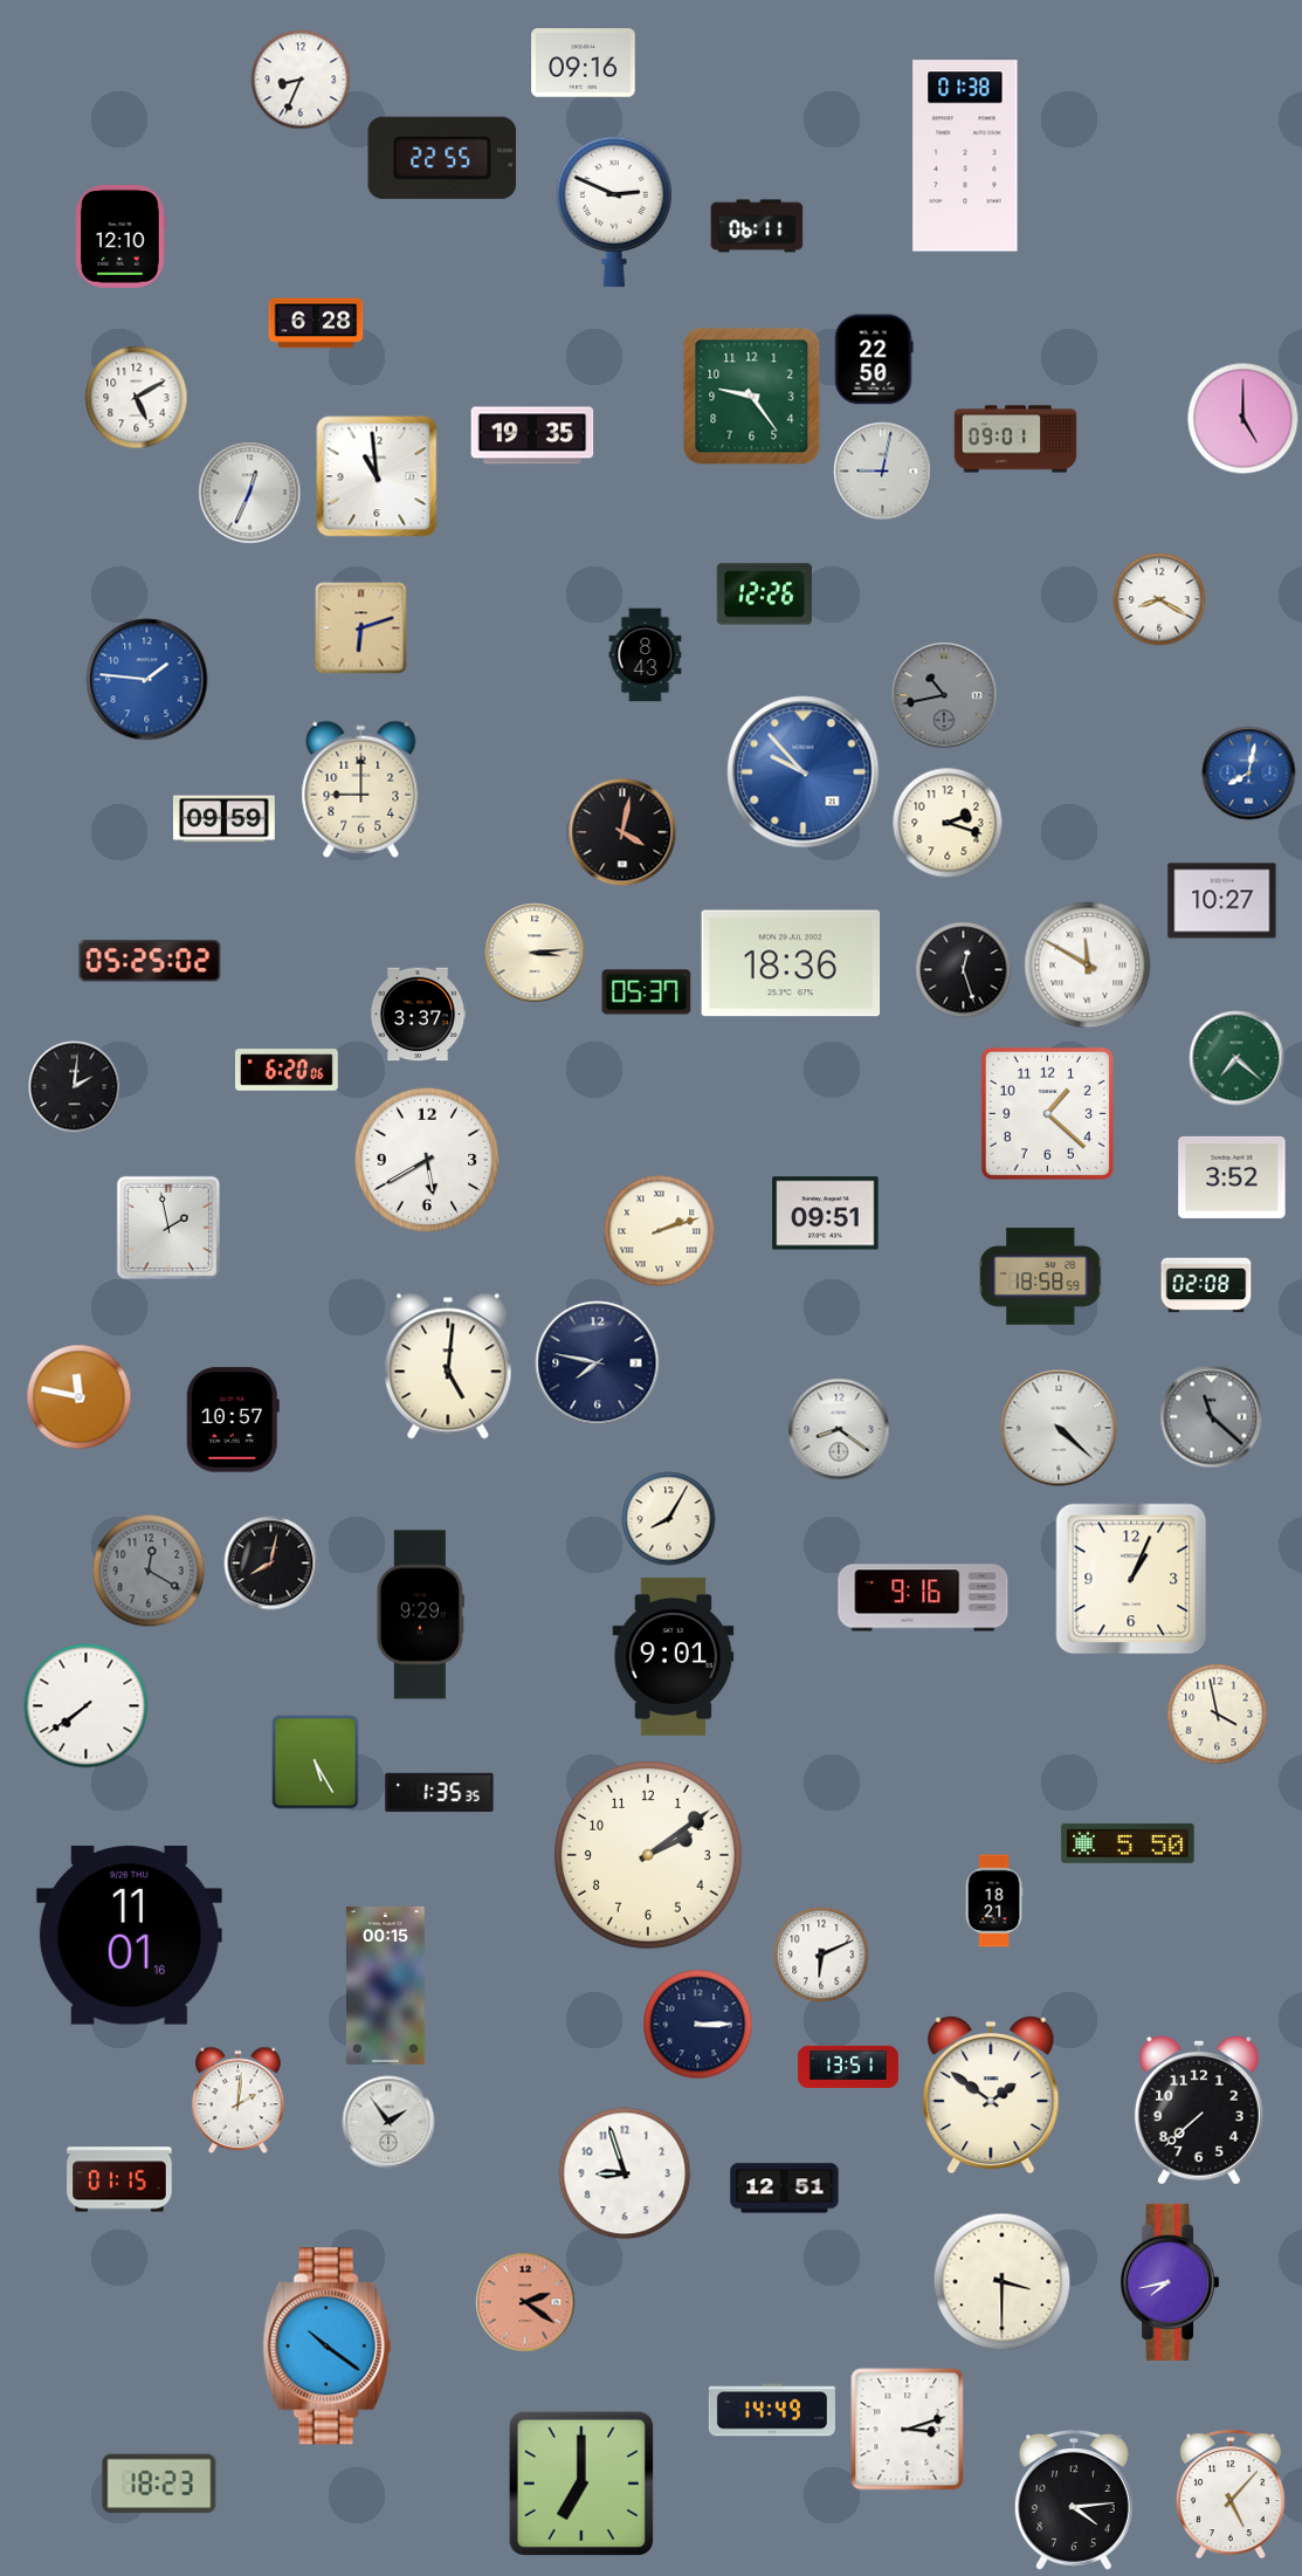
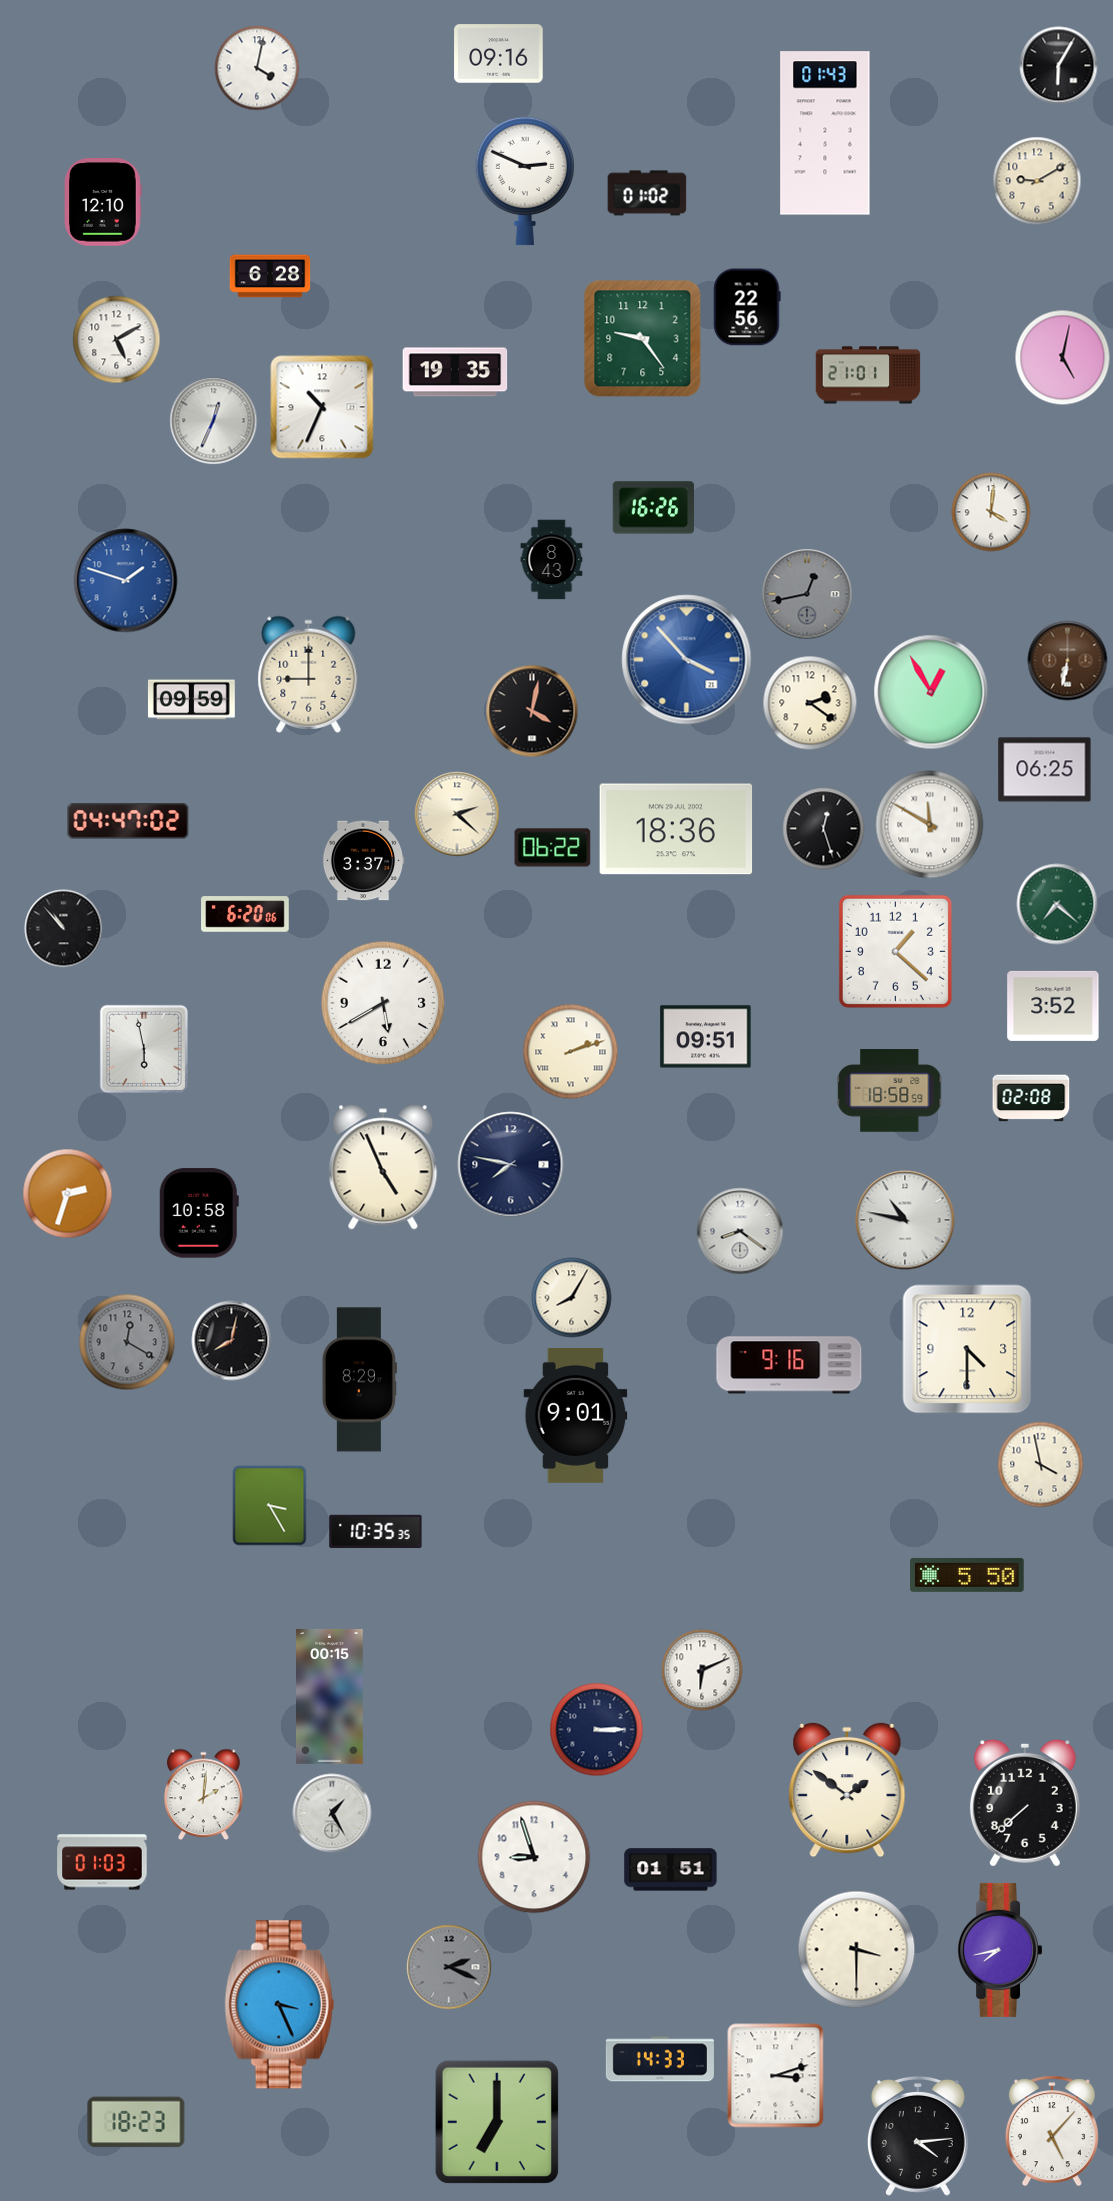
clock at (1059, 66): none -> 6:05
clock at (301, 80): 8:34 -> 4:02
clock at (965, 156): 01:38 -> 01:43
clock at (442, 158): 22:55 -> none
clock at (1037, 181): none -> 9:10
clock at (757, 226): 06:11 -> 01:02
clock at (874, 359): 22:50 -> 22:56
clock at (1244, 419): 5:00 -> 5:02
clock at (1015, 439): 09:01 -> 21:01
clock at (883, 472): 9:02 -> none
clock at (377, 476): 10:59 -> 10:34
clock at (765, 595): 12:26 -> 16:26
clock at (1159, 599): 8:20 -> 4:01
clock at (361, 628): 6:12 -> none
clock at (147, 680): 1:46 -> 1:48
clock at (944, 695): 10:43 -> 12:43
clock at (804, 772): 9:53 -> 3:53
clock at (1249, 774): 8:02 -> 6:32
clock at (1249, 774) dial: blue -> brown
clock at (931, 692): none -> 12:55
clock at (948, 823): 2:18 -> 2:21
clock at (1222, 901): 10:27 -> 06:25
clock at (535, 953): 3:14 -> 2:22
clock at (150, 961): 05:25 -> 04:47
clock at (791, 963) position: (791, 963) -> (676, 829)
clock at (647, 992): 05:37 -> 06:22
clock at (418, 1015) position: (418, 1015) -> (363, 861)
clock at (75, 1087): 2:01 -> 10:53
clock at (427, 1160) position: (427, 1160) -> (383, 1003)
clock at (168, 1228): 1:58 -> 5:58
clock at (660, 1231) position: (660, 1231) -> (571, 1052)
clock at (448, 1366): 5:01 -> 4:56
clock at (80, 1397): 11:47 -> 2:33
clock at (1212, 1417): 11:22 -> none
clock at (233, 1420): 10:57 -> 10:58
clock at (1059, 1428): 4:22 -> 10:47
clock at (839, 1429) position: (839, 1429) -> (740, 1231)
clock at (271, 1564) position: (271, 1564) -> (232, 1341)
clock at (1131, 1579): 1:04 -> 4:30
clock at (420, 1615): 9:29 -> 8:29
clock at (87, 1706): 7:39 -> none
clock at (316, 1763): 5:25 -> 3:25
clock at (440, 1793): 1:35 -> 10:35
clock at (1128, 1843) position: (1128, 1843) -> (967, 1575)
clock at (648, 1855): 2:09 -> none
clock at (994, 1901): 18:21 -> none
clock at (129, 1936): 11:01 -> none
clock at (848, 2066): 13:51 -> none
clock at (388, 2122): 1:54 -> 1:25
clock at (119, 2179): 01:15 -> 01:03
clock at (785, 2189): 12:51 -> 01:51
clock at (525, 2302): 2:21 -> 2:19
clock at (525, 2302) dial: salmon -> grey
clock at (328, 2347): 10:21 -> 3:26
clock at (772, 2410): 14:49 -> 14:33
